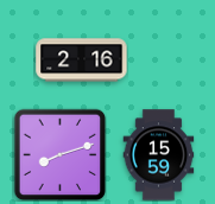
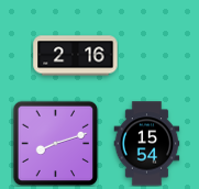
clock at (159, 155): 15:59 -> 15:54
